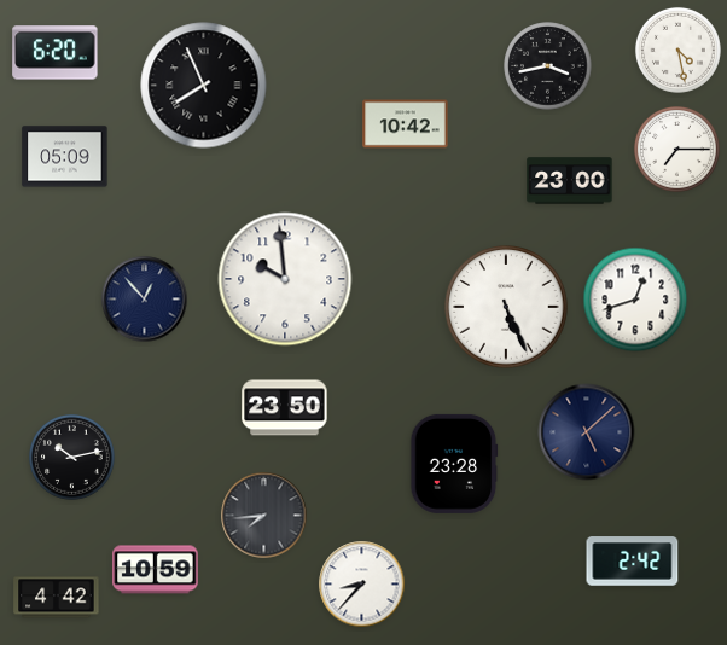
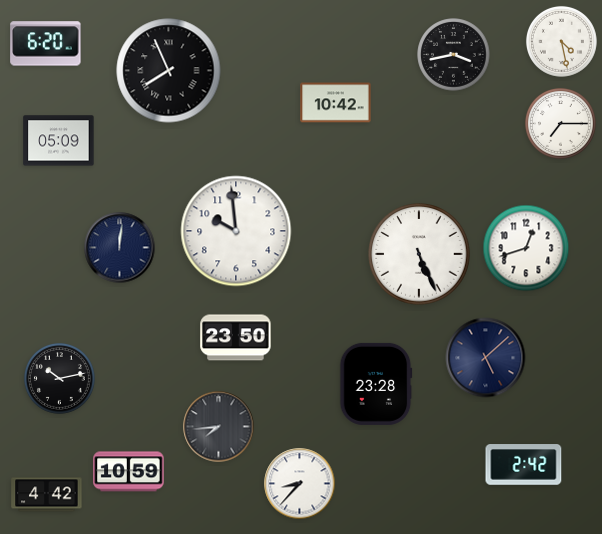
clock at (65, 157) position: (65, 157) -> (59, 141)
clock at (570, 181): 23:00 -> none
clock at (145, 300): 12:53 -> 12:01
